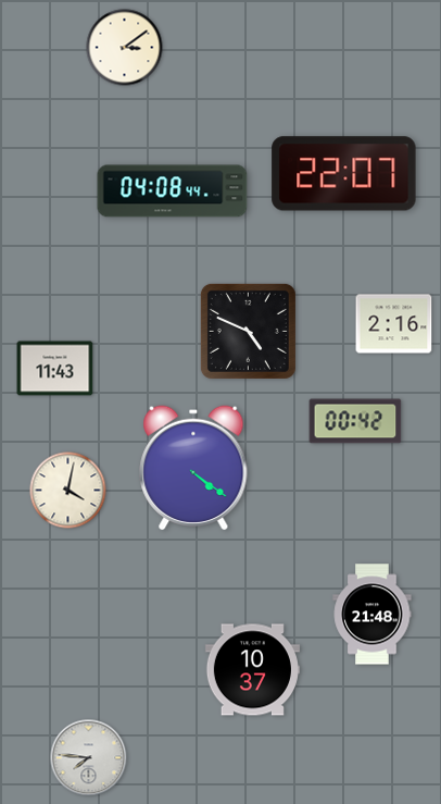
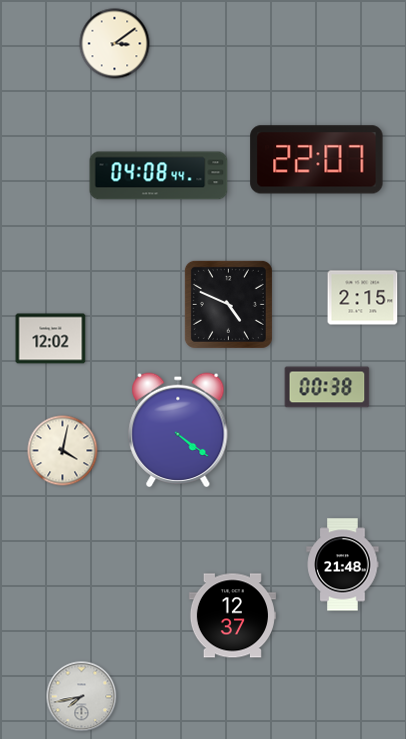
clock at (394, 324): 2:16 -> 2:15
clock at (55, 369): 11:43 -> 12:02
clock at (355, 421): 00:42 -> 00:38
clock at (252, 670): 10:37 -> 12:37
clock at (89, 758): 7:46 -> 7:43
